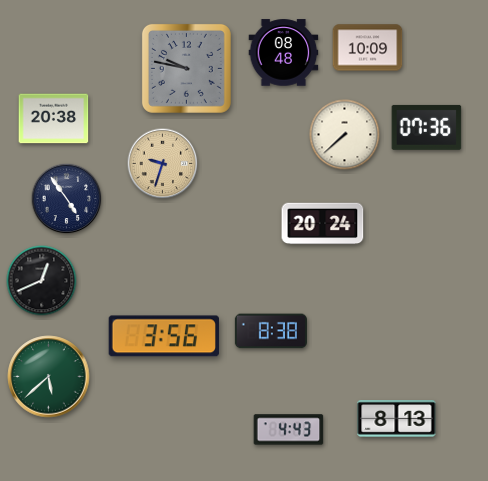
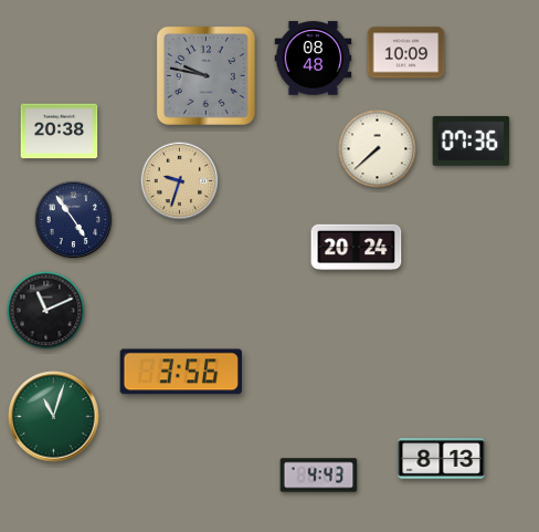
clock at (345, 135) position: (345, 135) -> (378, 149)
clock at (42, 281): 12:41 -> 11:11
clock at (271, 331): 8:38 -> none
clock at (49, 377): 5:38 -> 11:03
clock at (397, 419) position: (397, 419) -> (442, 459)
